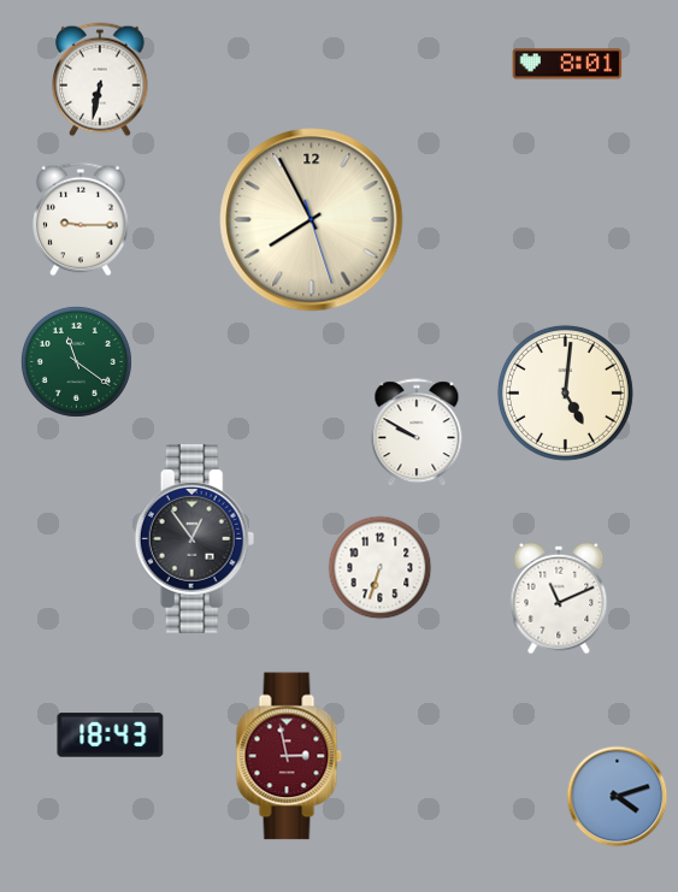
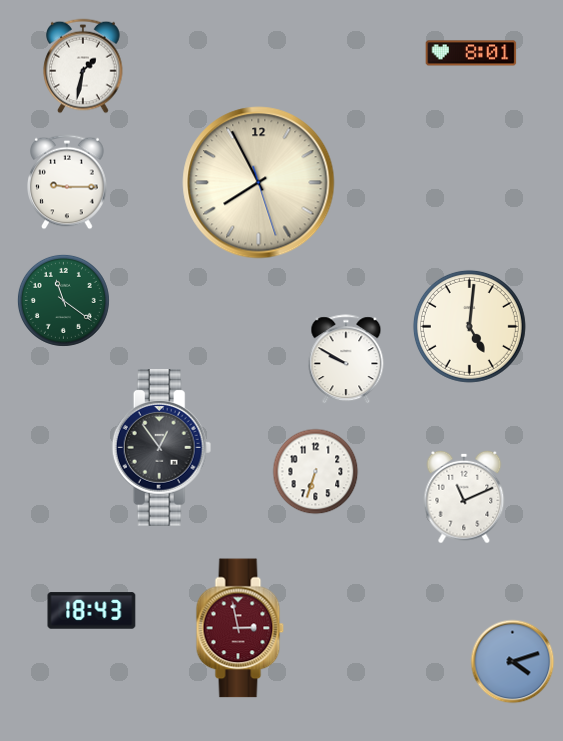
clock at (100, 79): 6:32 -> 1:32
